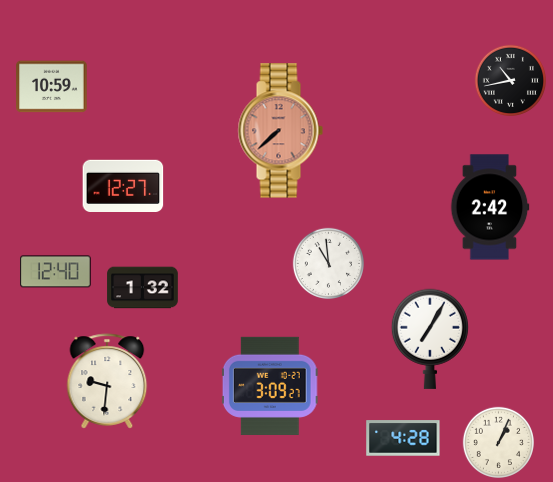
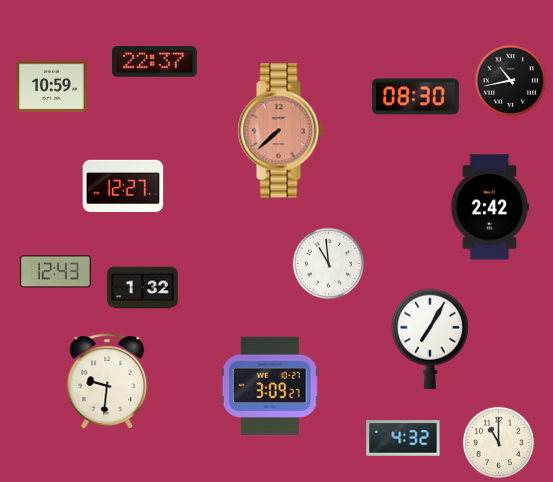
clock at (154, 62): none -> 22:37
clock at (416, 97): none -> 08:30
clock at (56, 272): 12:40 -> 12:43
clock at (403, 438): 4:28 -> 4:32
clock at (498, 442): 1:04 -> 11:00
